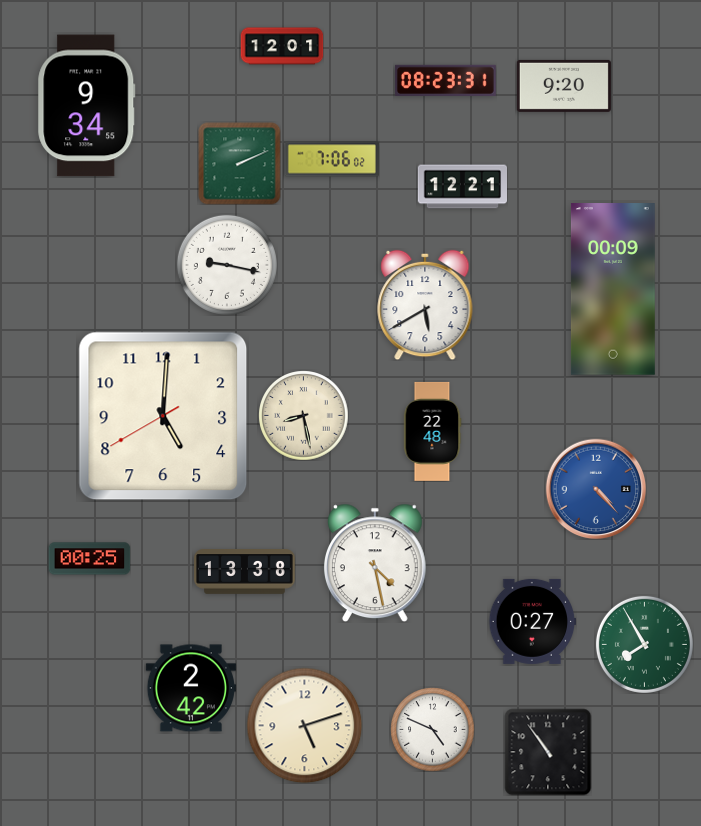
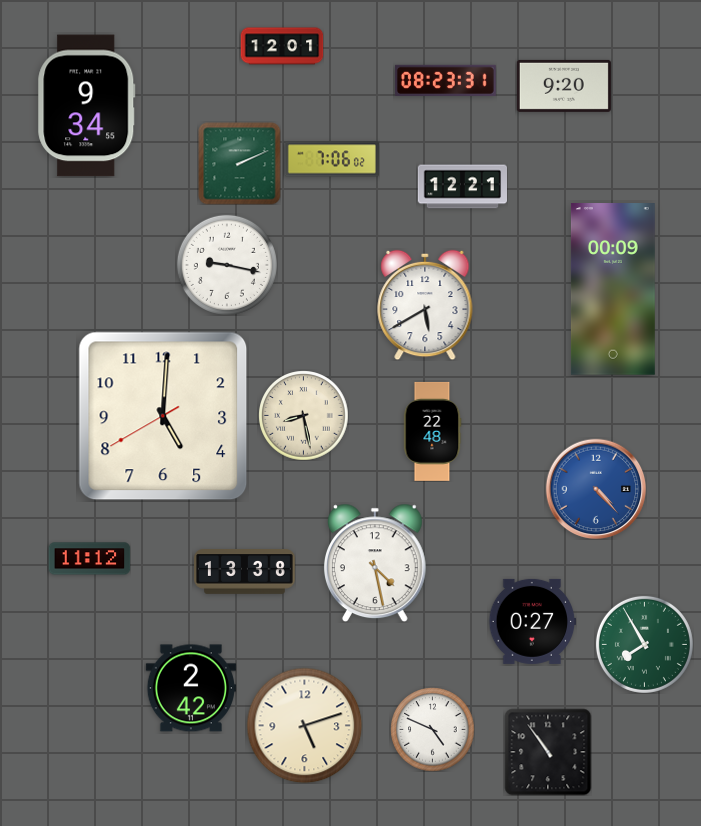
clock at (89, 559): 00:25 -> 11:12
